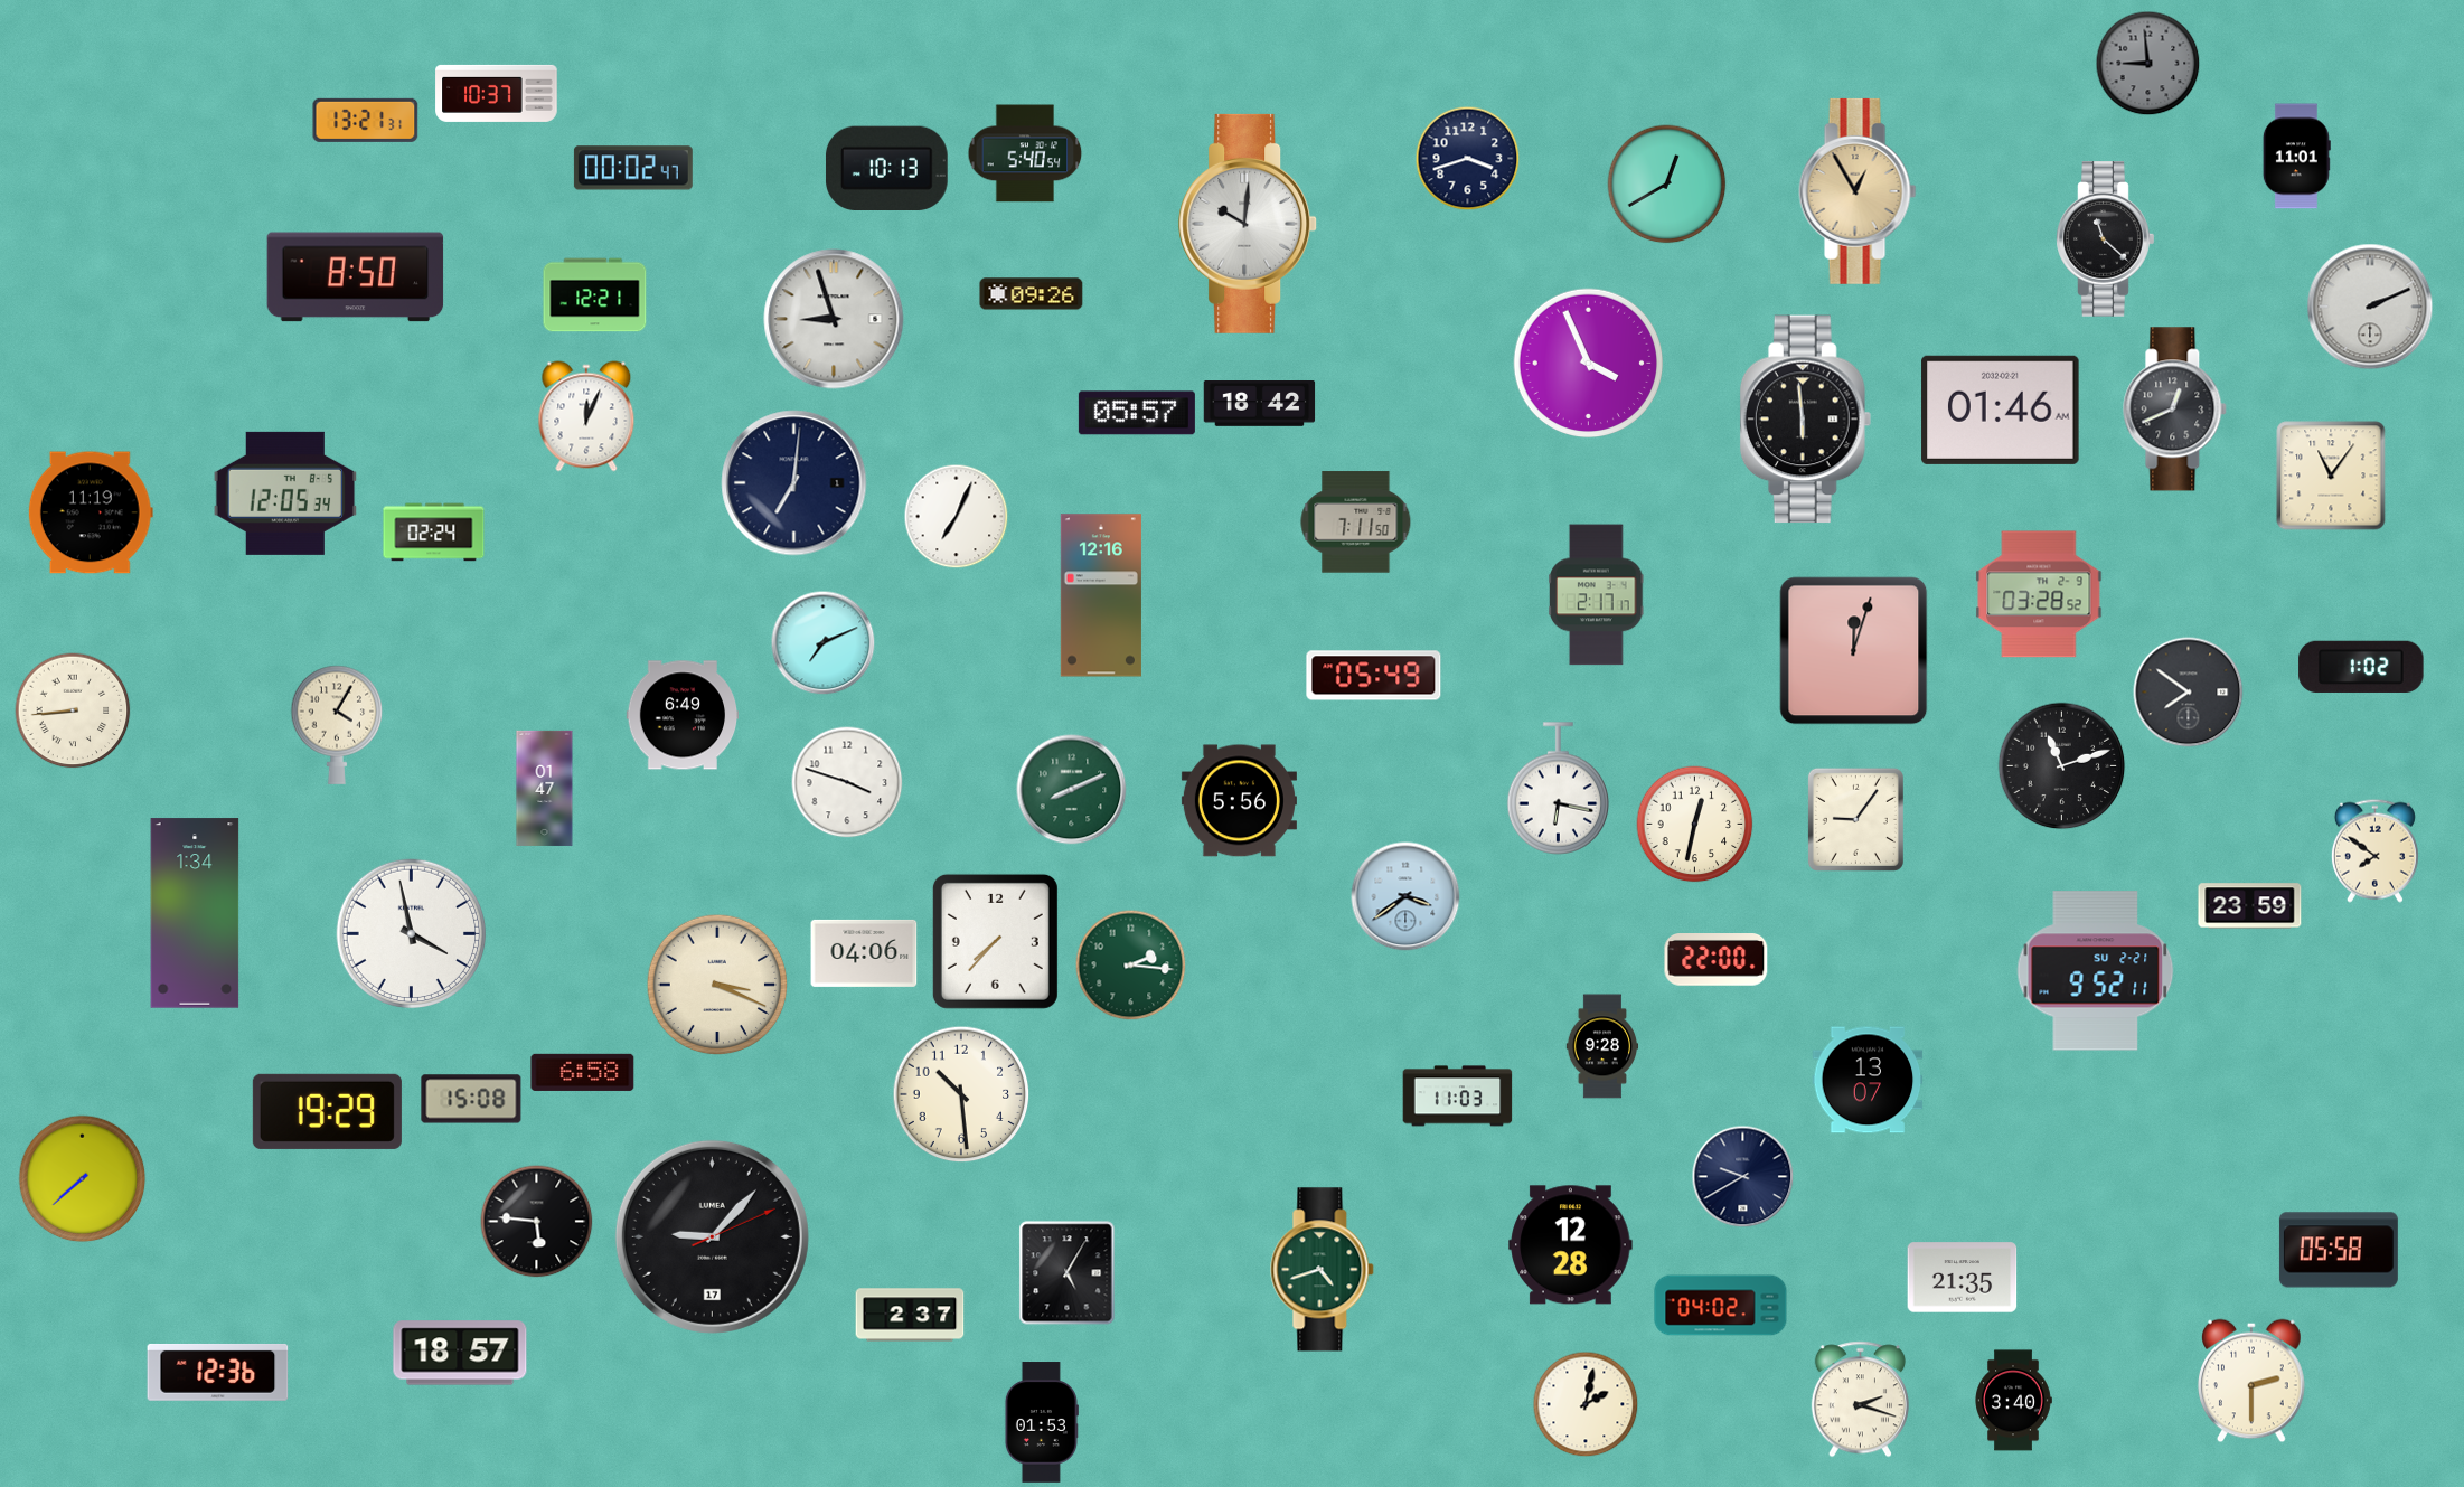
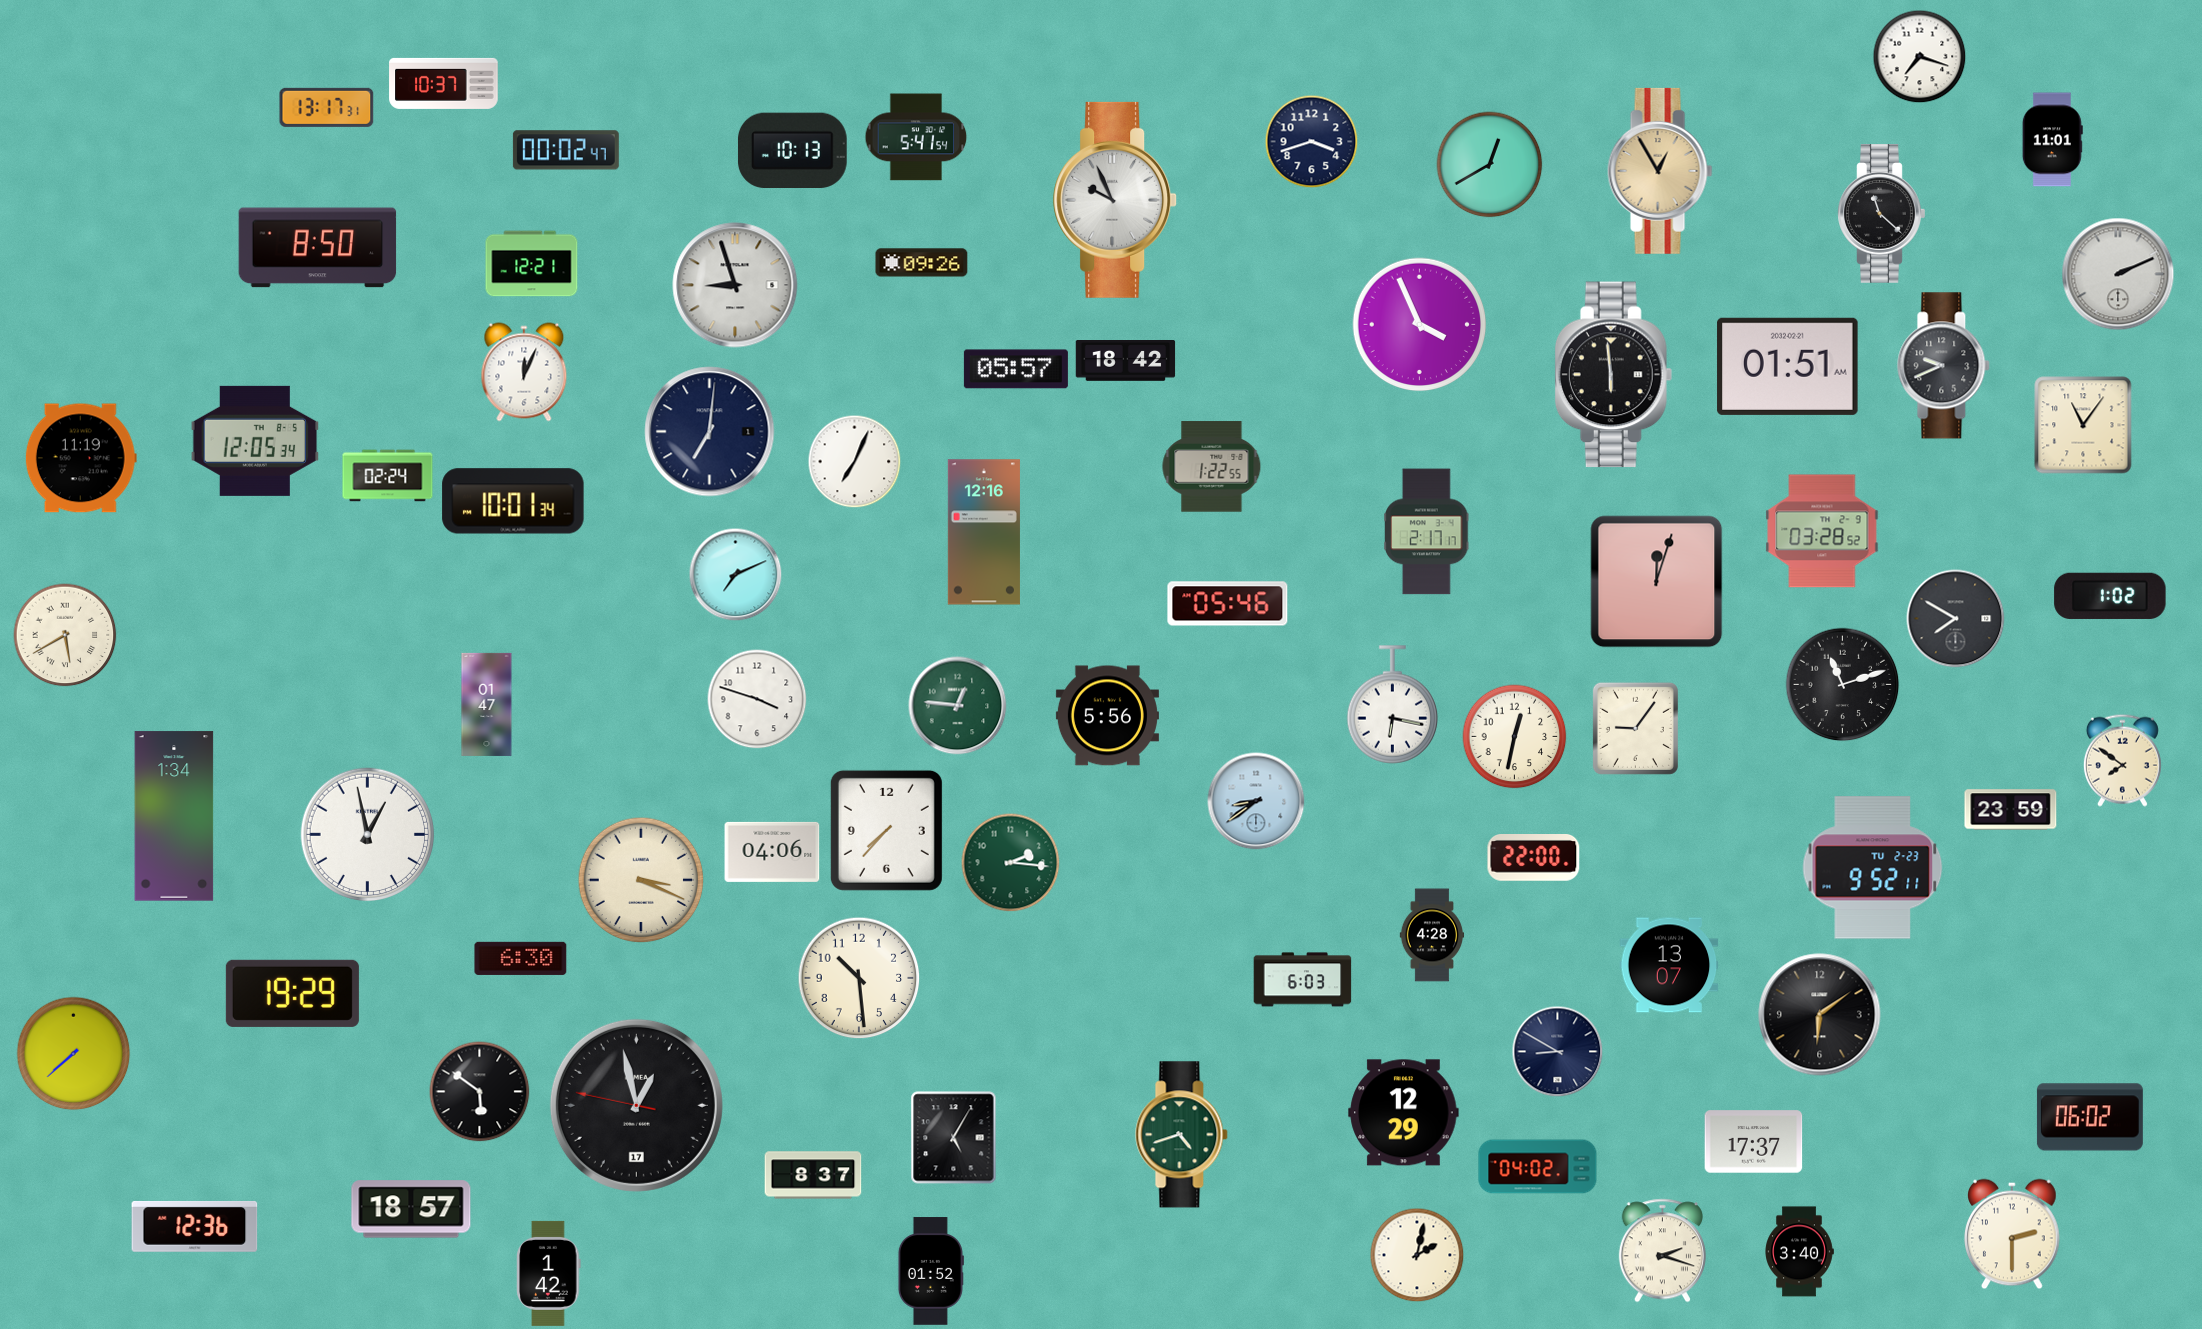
clock at (2148, 64): 8:59 -> 7:18
clock at (2148, 64) dial: grey -> white
clock at (366, 120): 13:21 -> 13:17
clock at (1025, 153): 5:40 -> 5:41
clock at (1249, 224): 10:01 -> 9:56
clock at (834, 319) position: (834, 319) -> (735, 285)
clock at (2001, 410): 01:46 -> 01:51
clock at (2175, 410): 12:41 -> 9:41
clock at (1356, 523): 7:11 -> 1:22
clock at (513, 501): none -> 10:01
clock at (1374, 676): 05:49 -> 05:46
clock at (2189, 693): 7:51 -> 7:50
clock at (73, 710): 8:44 -> 5:40
clock at (683, 715): 6:49 -> none
clock at (337, 725): 4:05 -> none
clock at (1072, 790): 8:11 -> 12:46
clock at (1855, 819) position: (1855, 819) -> (1635, 728)
clock at (1405, 896): 3:39 -> 8:39
clock at (412, 934): 3:58 -> 12:58
clock at (995, 941) position: (995, 941) -> (886, 830)
clock at (2096, 971) date: SU 2-21 -> TU 2-23
clock at (1602, 1046): 9:28 -> 4:28
clock at (583, 1072): 6:58 -> 6:30
clock at (1458, 1097): 11:03 -> 6:03
clock at (471, 1099): 15:08 -> none
clock at (1820, 1015): none -> 6:09
clock at (1743, 1177): 9:40 -> 8:50
clock at (537, 1222): 5:46 -> 5:51
clock at (712, 1236): 9:07 -> 12:57
clock at (1571, 1245): 12:28 -> 12:29
clock at (2339, 1250): 05:58 -> 06:02
clock at (1963, 1278): 21:35 -> 17:37
clock at (910, 1315): 2:37 -> 8:37
clock at (1041, 1422): 01:53 -> 01:52
clock at (549, 1273): none -> 1:42
